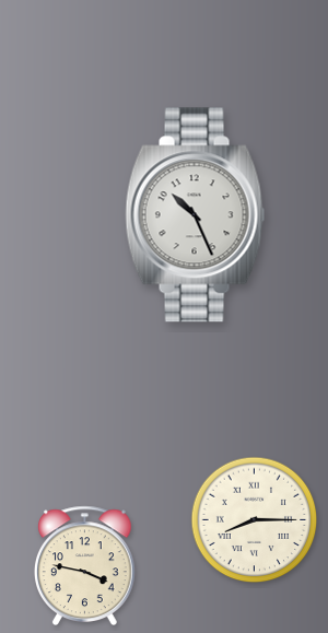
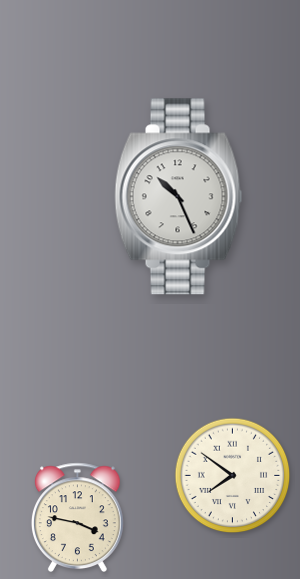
clock at (255, 520): 8:15 -> 7:51
